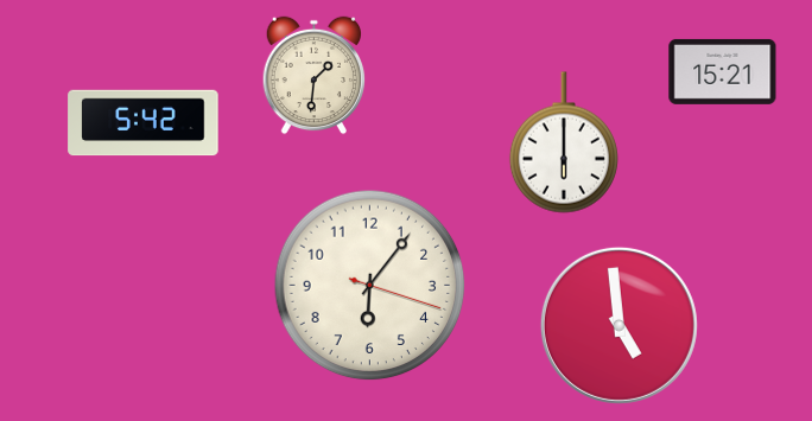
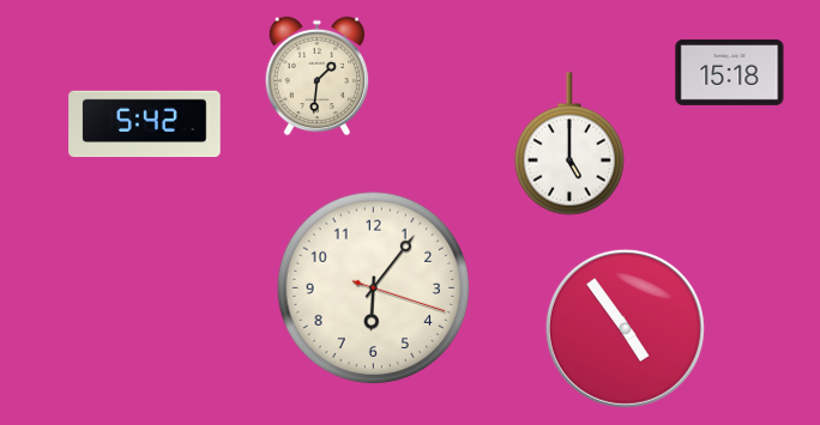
clock at (723, 71): 15:21 -> 15:18
clock at (564, 142): 6:00 -> 5:00
clock at (618, 325): 4:59 -> 4:54
